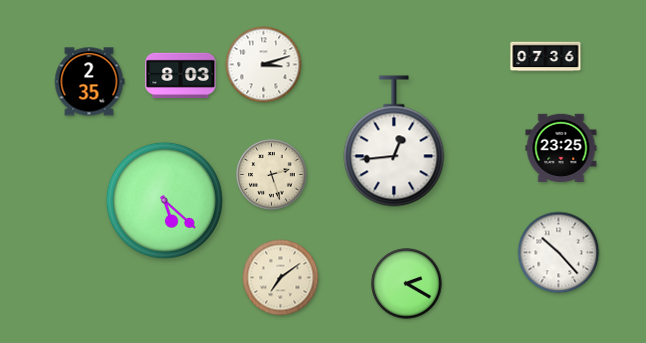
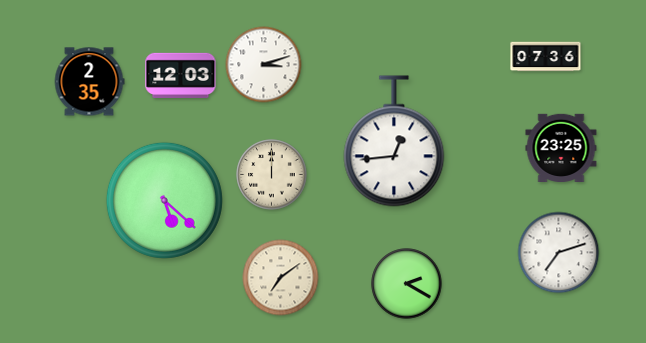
clock at (181, 75): 8:03 -> 12:03
clock at (272, 175): 2:27 -> 12:00
clock at (559, 253): 10:23 -> 7:12
